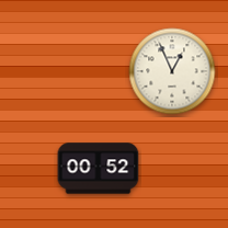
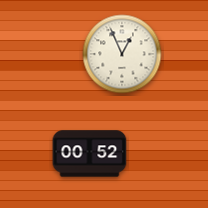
clock at (172, 71) position: (172, 71) -> (122, 54)
